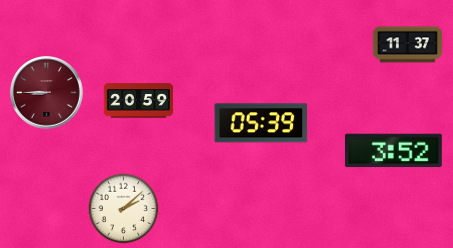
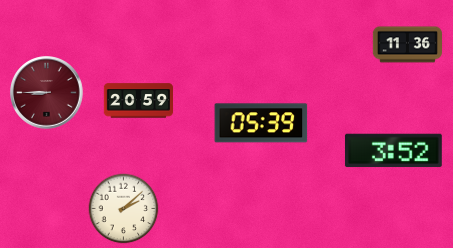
clock at (407, 45): 11:37 -> 11:36
